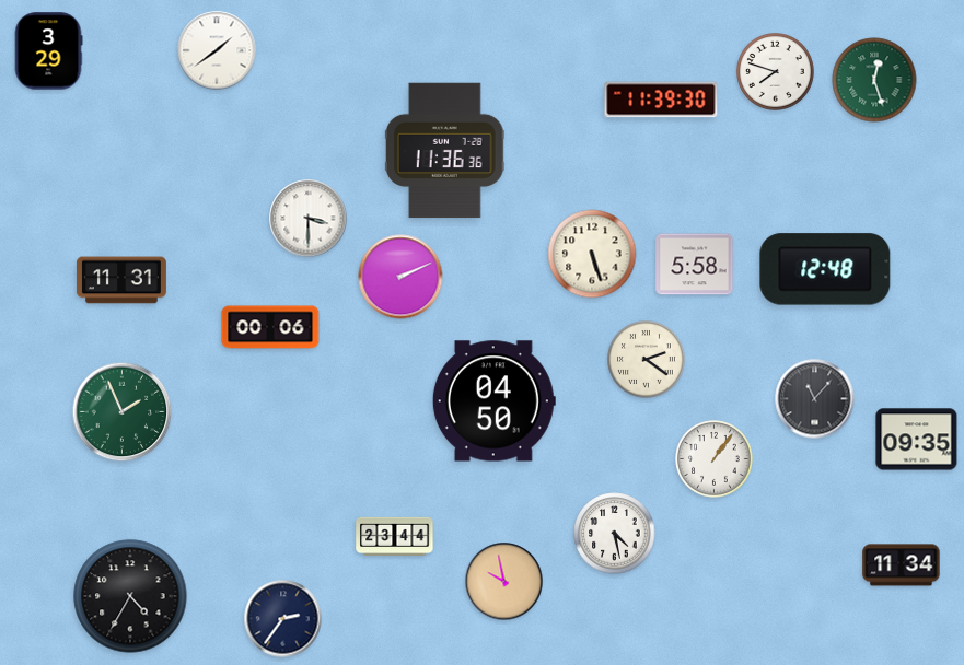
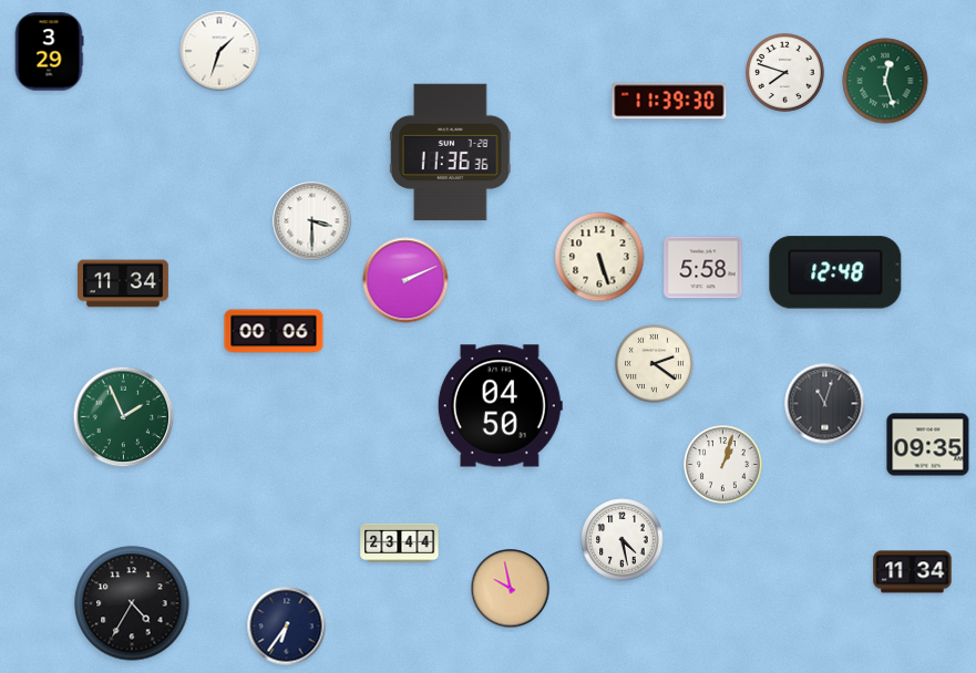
clock at (217, 50): 1:39 -> 1:33
clock at (121, 280): 11:31 -> 11:34
clock at (815, 399): 11:07 -> 11:03
clock at (715, 459): 1:06 -> 1:03
clock at (283, 619): 2:36 -> 6:36
